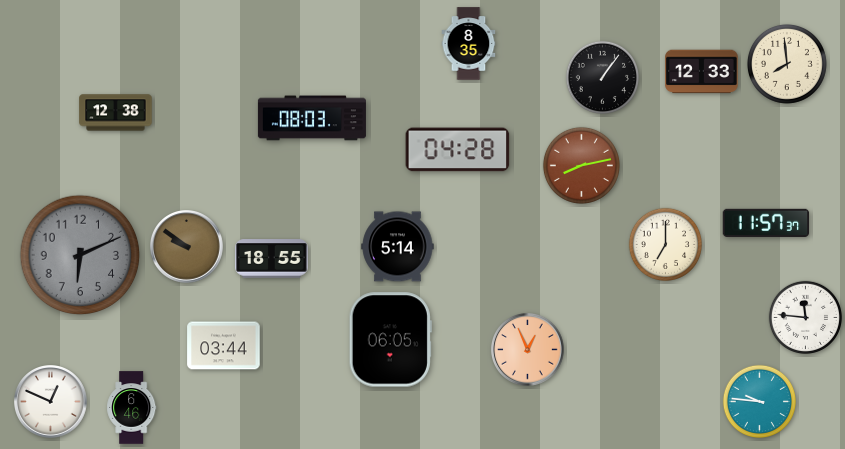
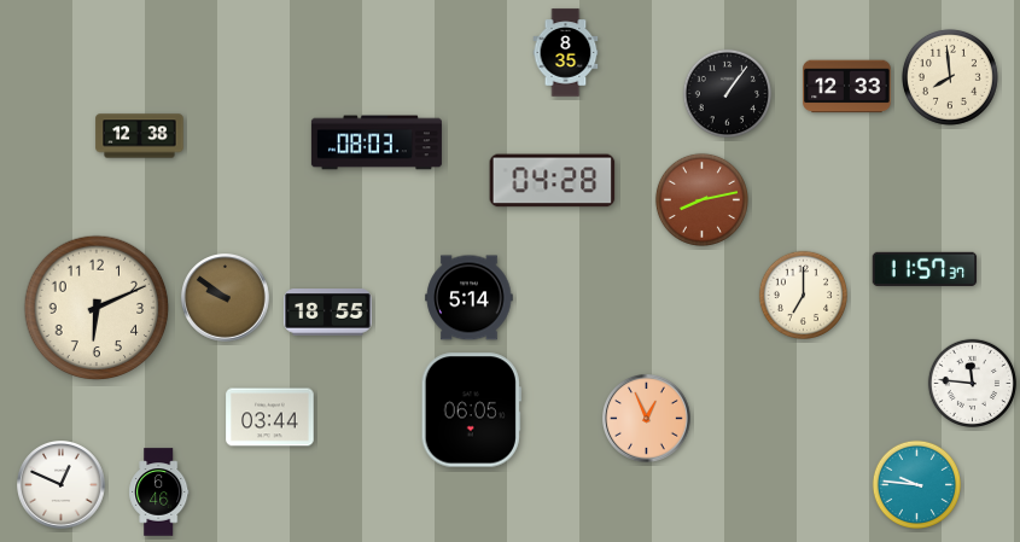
clock at (398, 247) position: (398, 247) -> (470, 298)
clock at (80, 255) dial: grey -> cream
clock at (528, 350) position: (528, 350) -> (647, 419)
